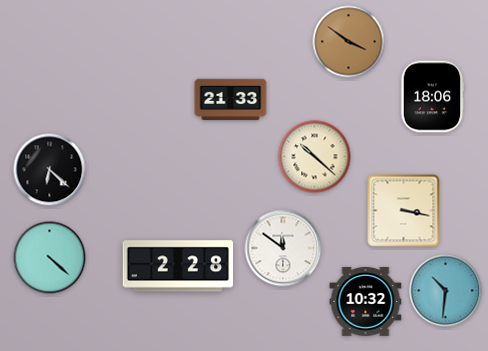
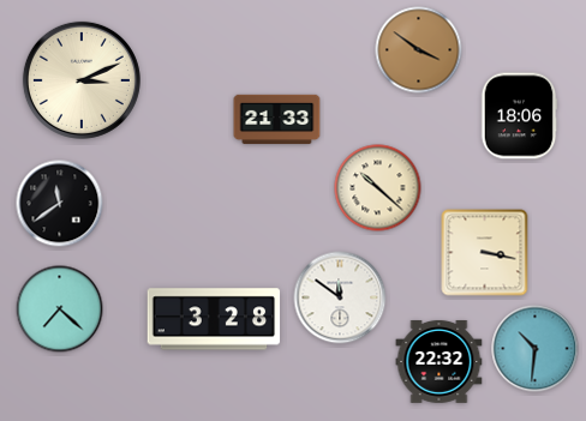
clock at (82, 80): none -> 3:11
clock at (50, 170): 6:22 -> 11:39
clock at (50, 258): 4:22 -> 7:22
clock at (178, 266): 2:28 -> 3:28
clock at (366, 301): 10:32 -> 22:32
